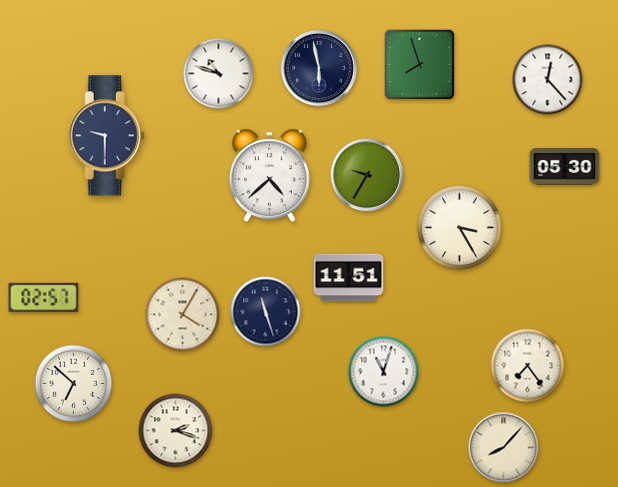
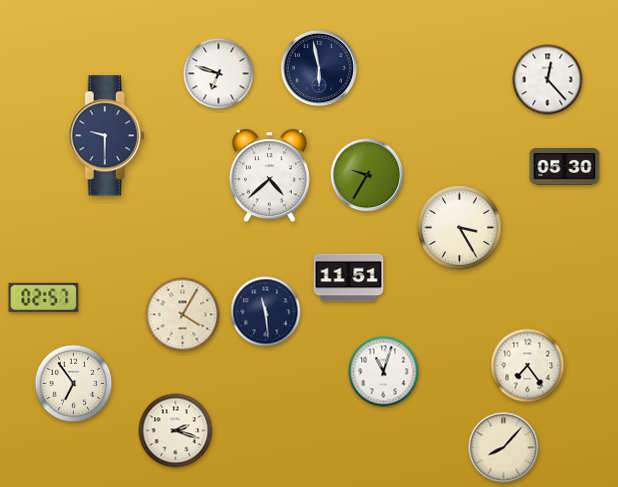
clock at (420, 65): 7:57 -> none
clock at (219, 74): 10:48 -> 6:48
clock at (266, 312): 11:27 -> 11:29
clock at (74, 384): 6:52 -> 6:54
